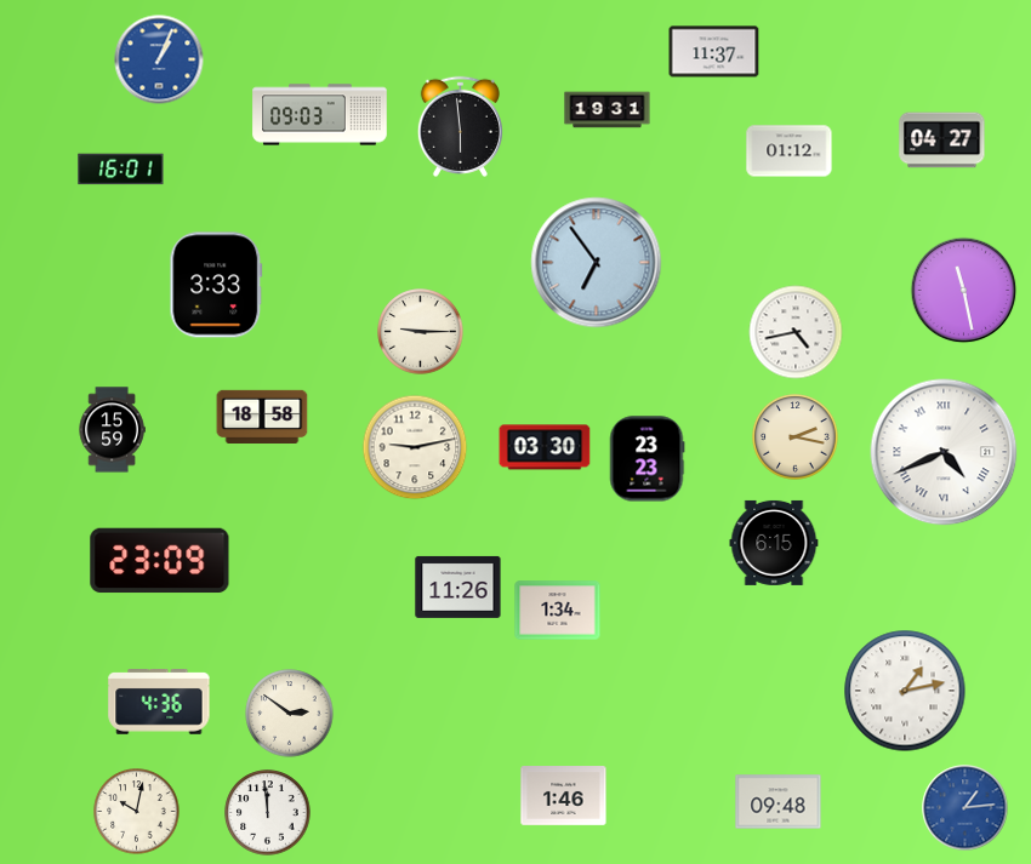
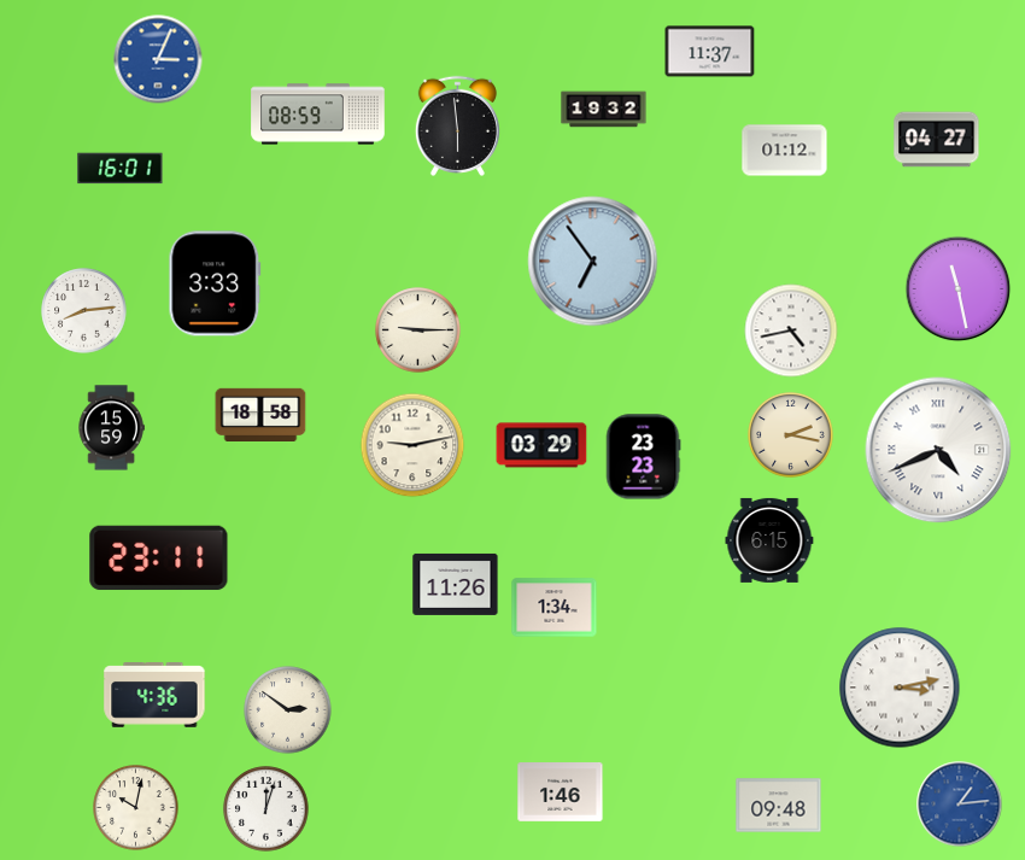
clock at (159, 59): 1:04 -> 3:04
clock at (608, 110): 19:31 -> 19:32
clock at (320, 115): 09:03 -> 08:59
clock at (84, 311): none -> 8:14
clock at (545, 447): 03:30 -> 03:29
clock at (160, 561): 23:09 -> 23:11
clock at (905, 691): 1:13 -> 3:13
clock at (159, 702) position: (159, 702) -> (154, 695)
clock at (779, 802) position: (779, 802) -> (779, 806)
clock at (268, 813): 11:59 -> 12:03
